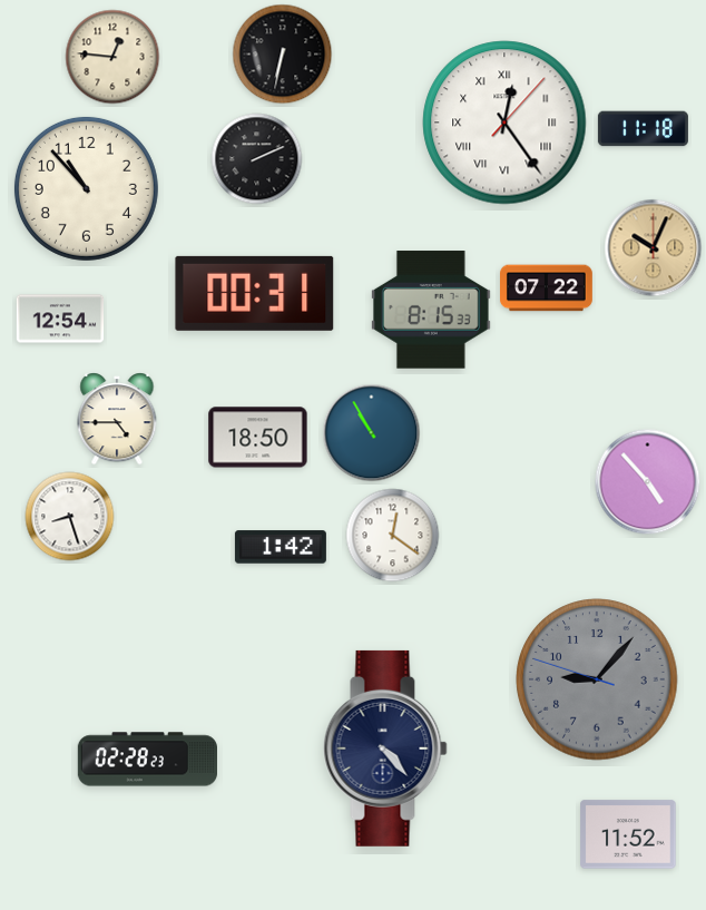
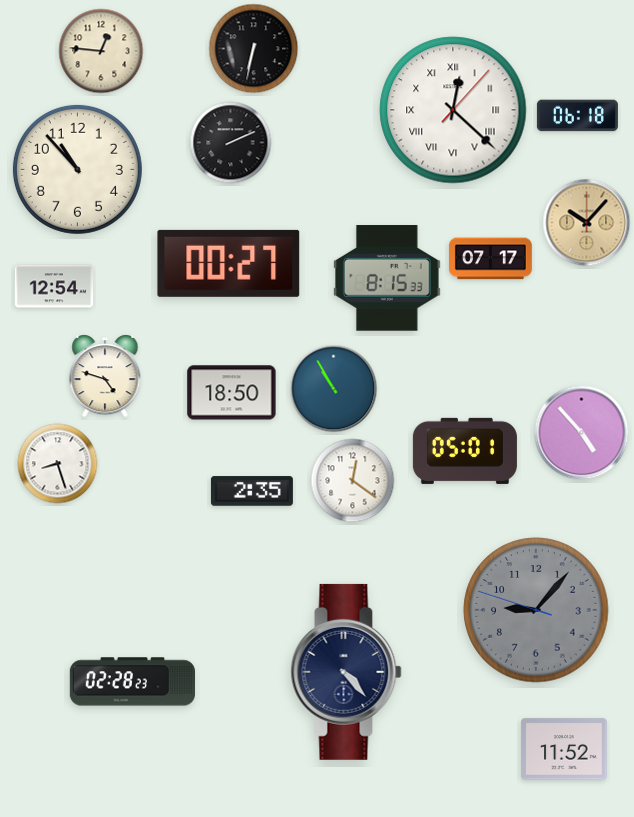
clock at (504, 123): 12:24 -> 12:22
clock at (643, 129): 11:18 -> 06:18
clock at (654, 248): 10:04 -> 10:07
clock at (547, 288): 07:22 -> 07:17
clock at (255, 293): 00:31 -> 00:27
clock at (117, 419): 4:45 -> 4:48
clock at (465, 451): none -> 05:01
clock at (70, 517) position: (70, 517) -> (58, 464)
clock at (281, 547): 1:42 -> 2:35
